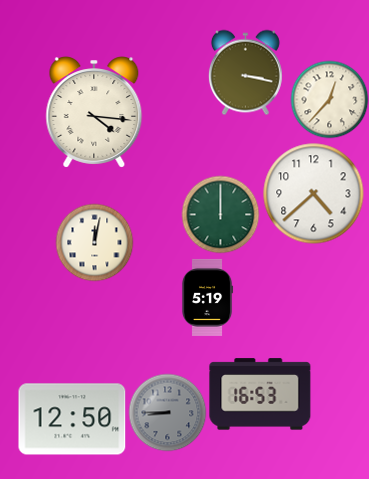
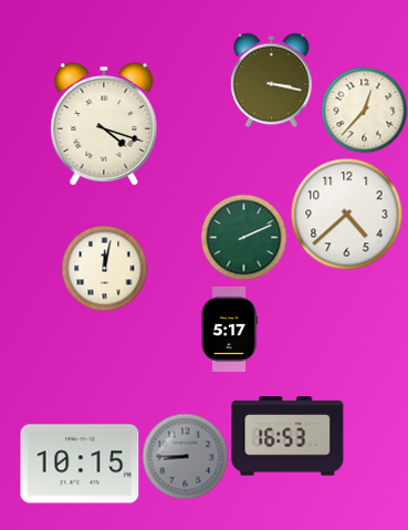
clock at (94, 112): 4:16 -> 4:18
clock at (220, 214): 12:00 -> 2:11
clock at (207, 297): 5:19 -> 5:17
clock at (72, 419): 12:50 -> 10:15
